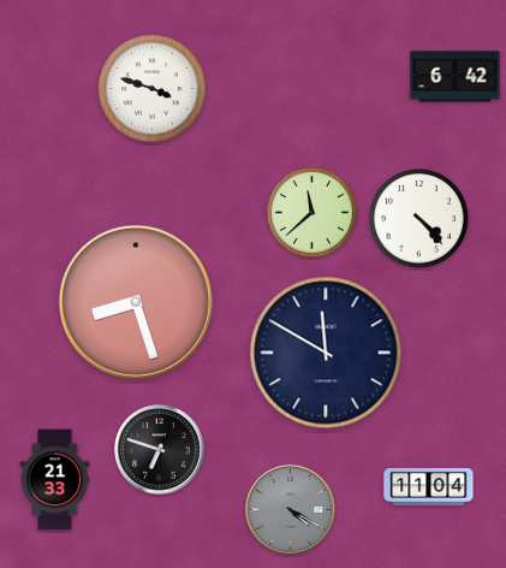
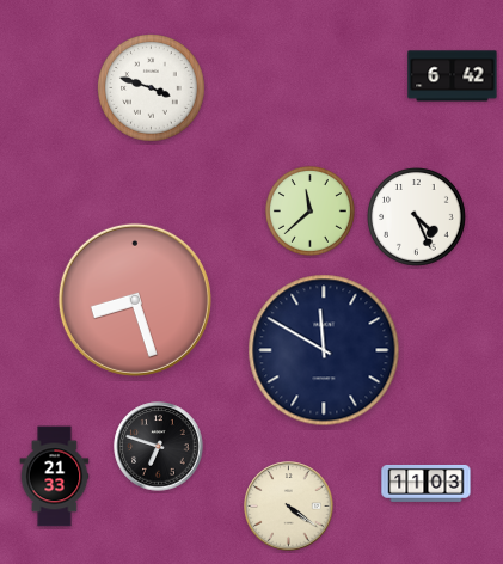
clock at (419, 219): 4:23 -> 4:26
clock at (429, 486): 11:04 -> 11:03
clock at (291, 510): 4:20 -> 4:21
clock at (291, 510) dial: grey -> cream
